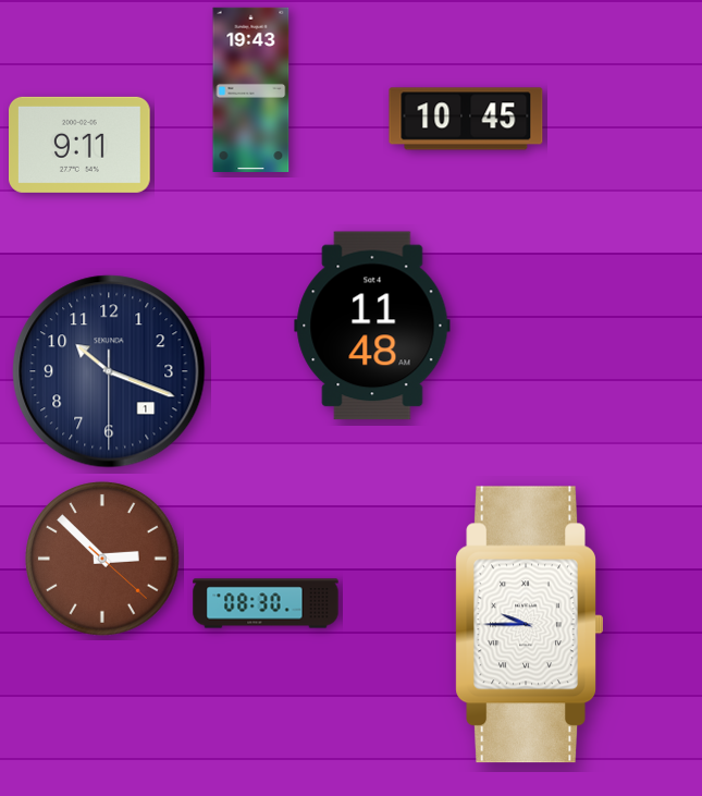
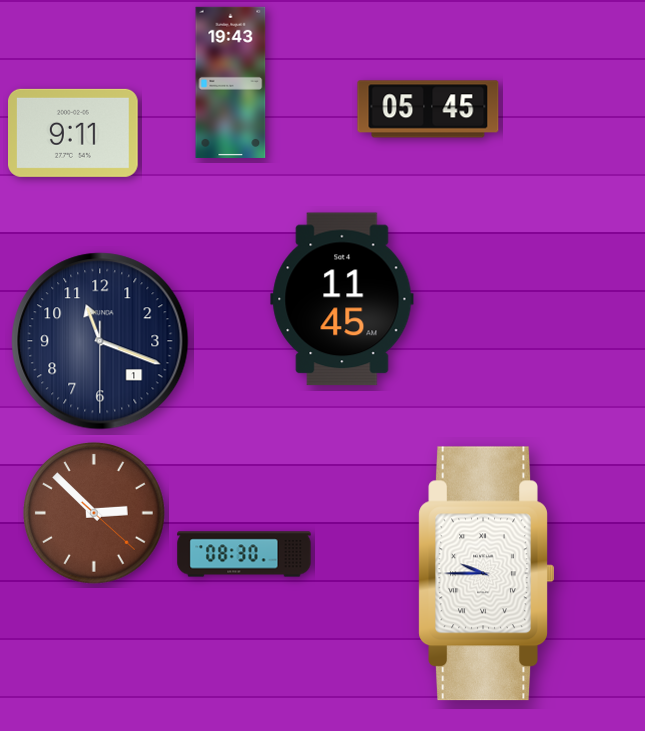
clock at (466, 119): 10:45 -> 05:45
clock at (372, 326): 11:48 -> 11:45
clock at (109, 371): 10:18 -> 11:18
